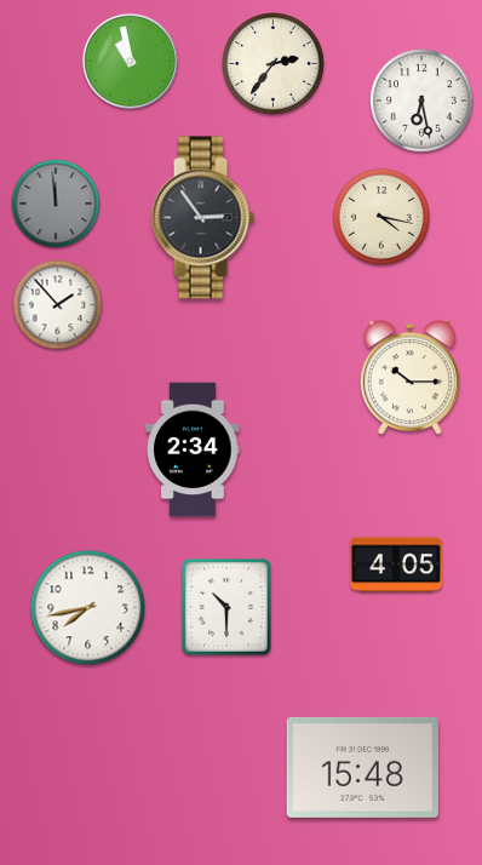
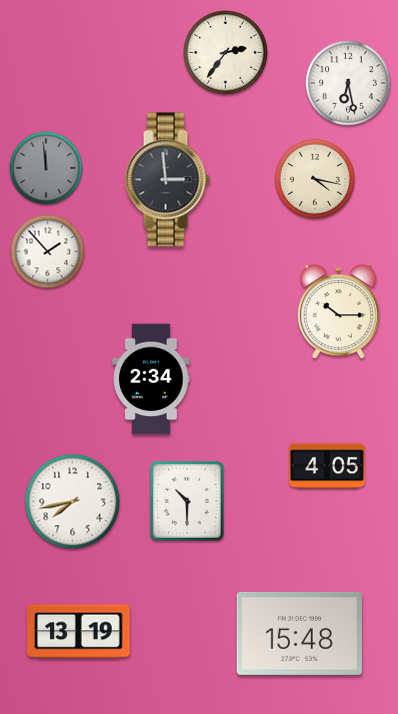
clock at (130, 61): 10:58 -> none
clock at (202, 218): 2:54 -> 2:59
clock at (193, 449) position: (193, 449) -> (151, 379)
clock at (79, 632): none -> 13:19
